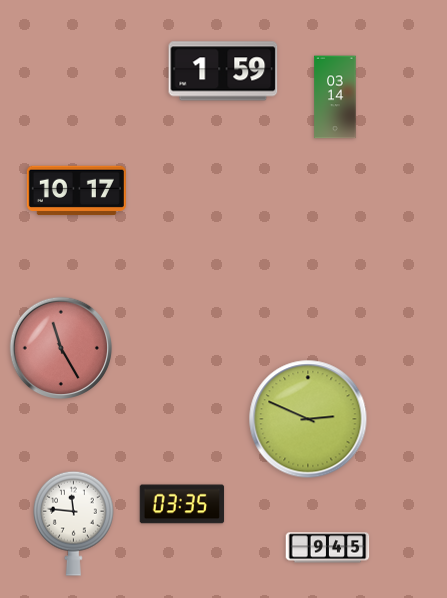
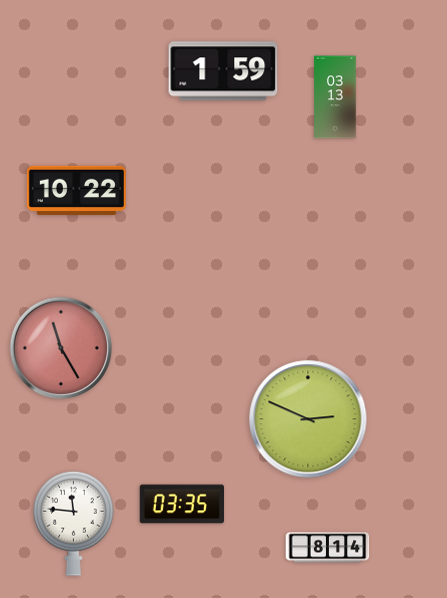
clock at (335, 97): 03:14 -> 03:13
clock at (76, 191): 10:17 -> 10:22
clock at (328, 548): 9:45 -> 8:14
